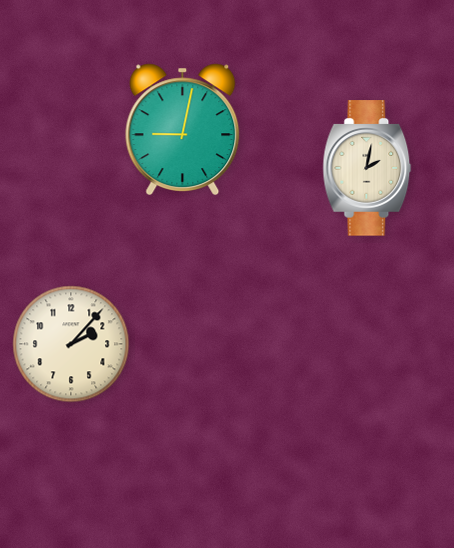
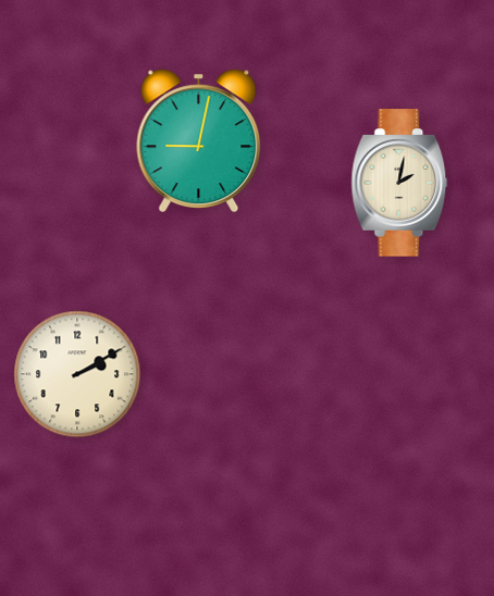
clock at (71, 344): 2:07 -> 2:10
